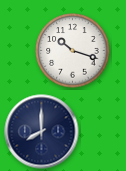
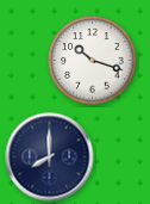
clock at (73, 51) position: (73, 51) -> (93, 61)
